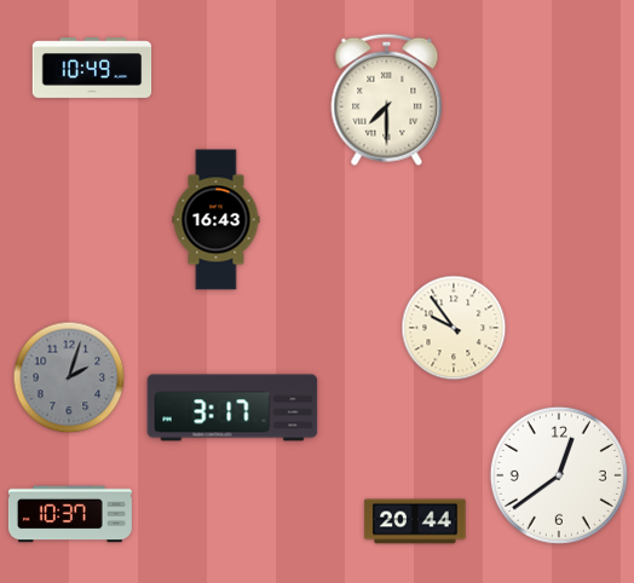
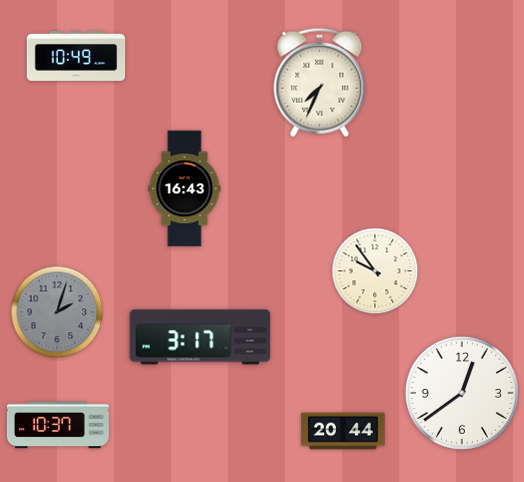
clock at (387, 99): 7:30 -> 7:34
clock at (217, 220) position: (217, 220) -> (185, 189)
clock at (232, 408) position: (232, 408) -> (200, 337)
